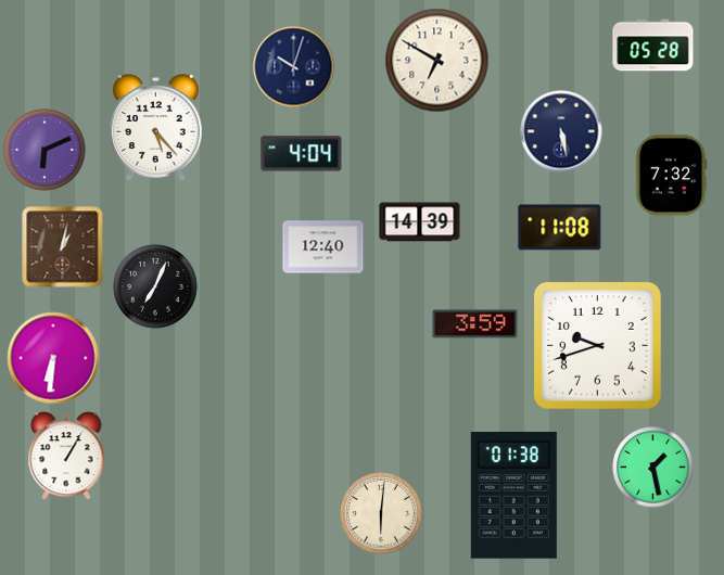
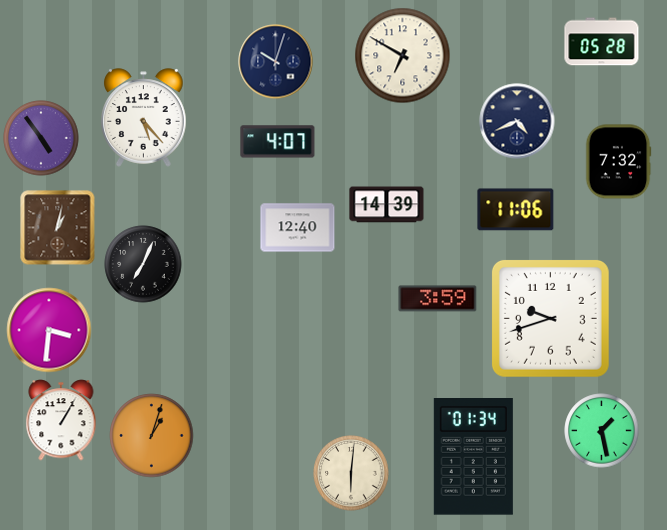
clock at (294, 67) position: (294, 67) -> (276, 62)
clock at (561, 131): 5:28 -> 4:41
clock at (45, 150): 6:11 -> 4:54
clock at (302, 154): 4:04 -> 4:07
clock at (560, 228): 11:08 -> 11:06
clock at (53, 358): 6:31 -> 3:31
clock at (152, 436): none -> 1:03
clock at (513, 496): 01:38 -> 01:34
